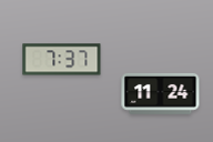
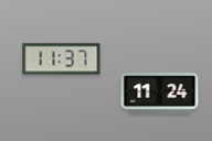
clock at (62, 60): 7:37 -> 11:37
